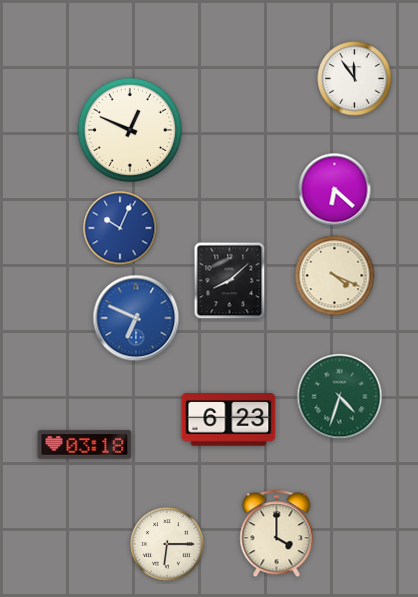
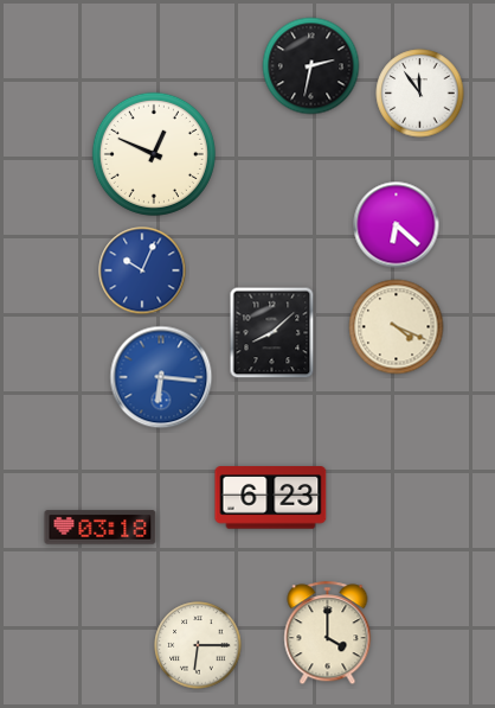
clock at (311, 66): none -> 2:32
clock at (136, 318): 6:49 -> 6:16
clock at (340, 397): 4:33 -> none
